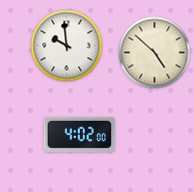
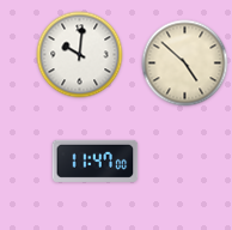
clock at (67, 46): 9:59 -> 10:01
clock at (80, 134): 4:02 -> 11:47
